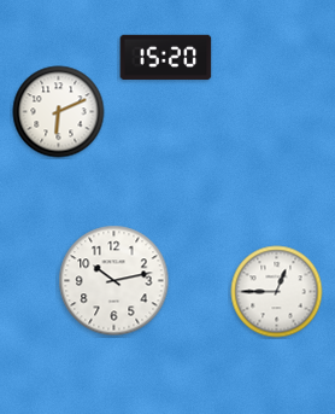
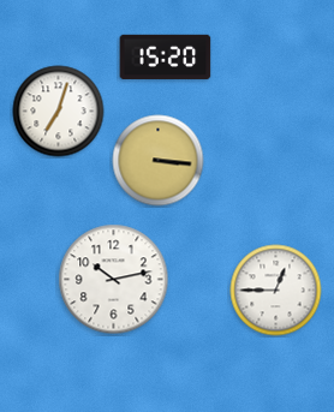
clock at (59, 112): 6:11 -> 7:03
clock at (159, 161): none -> 3:16
